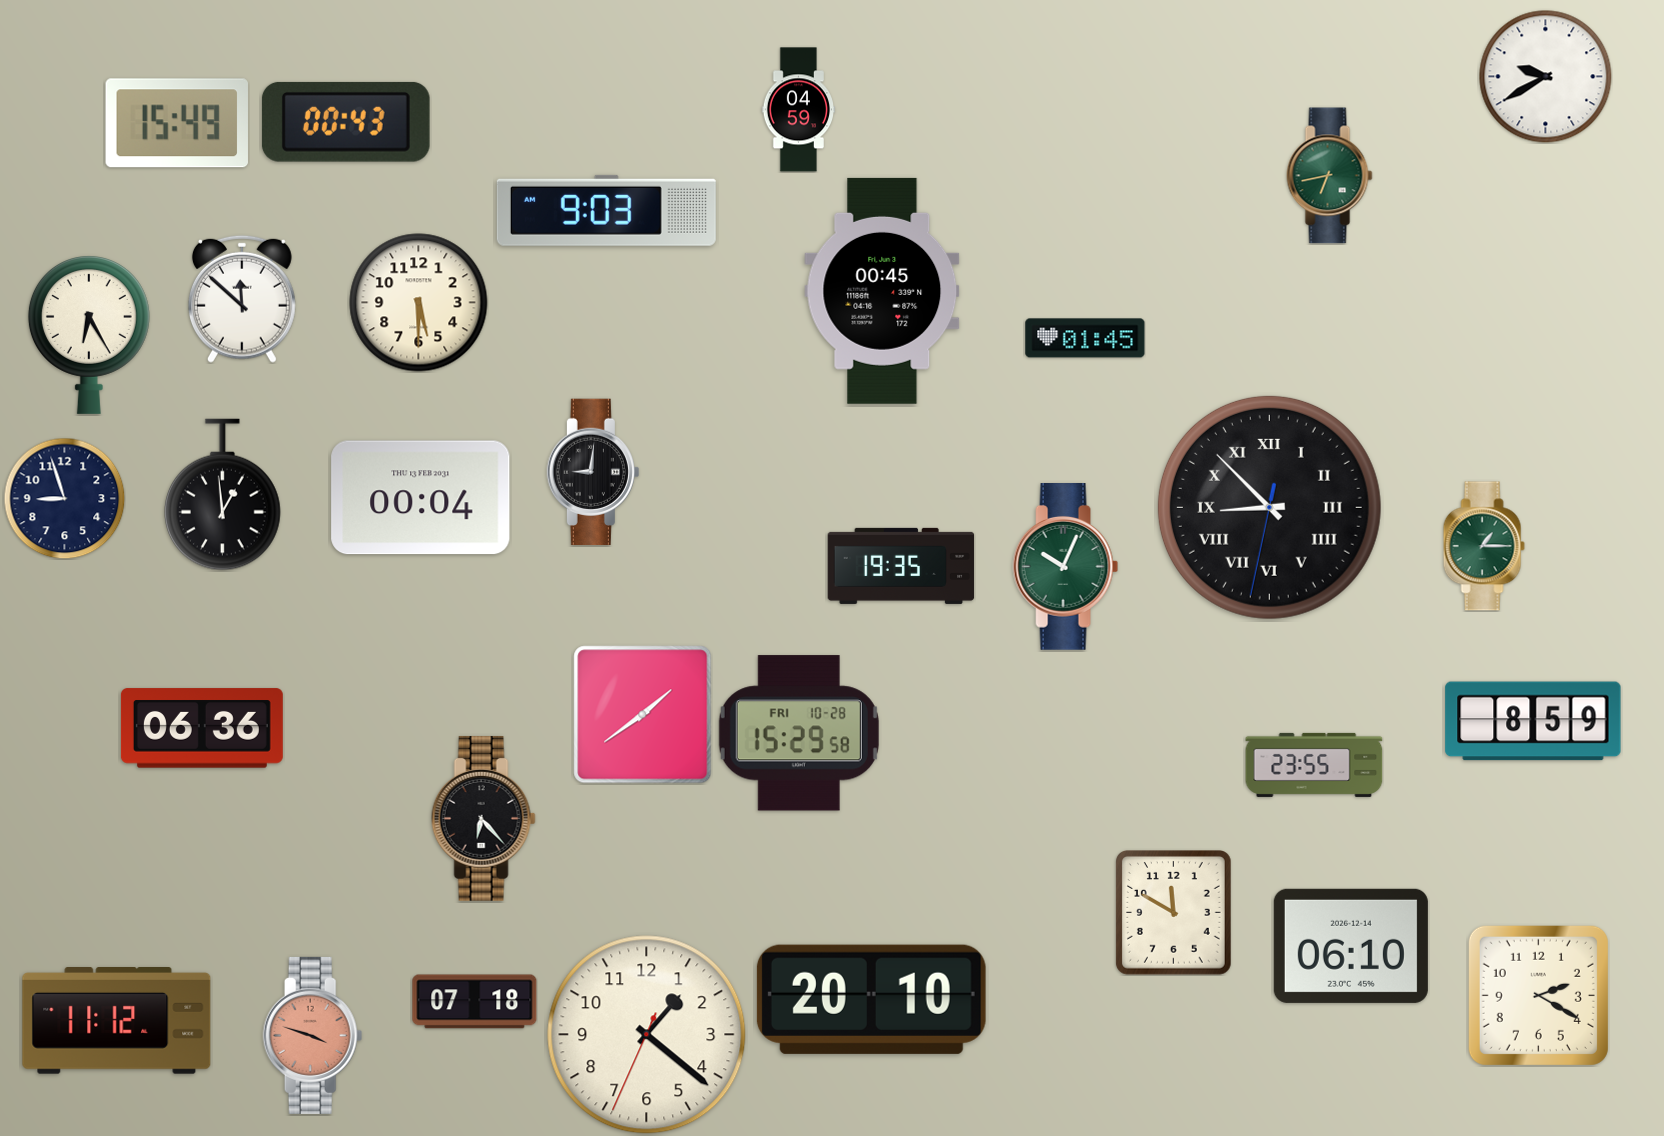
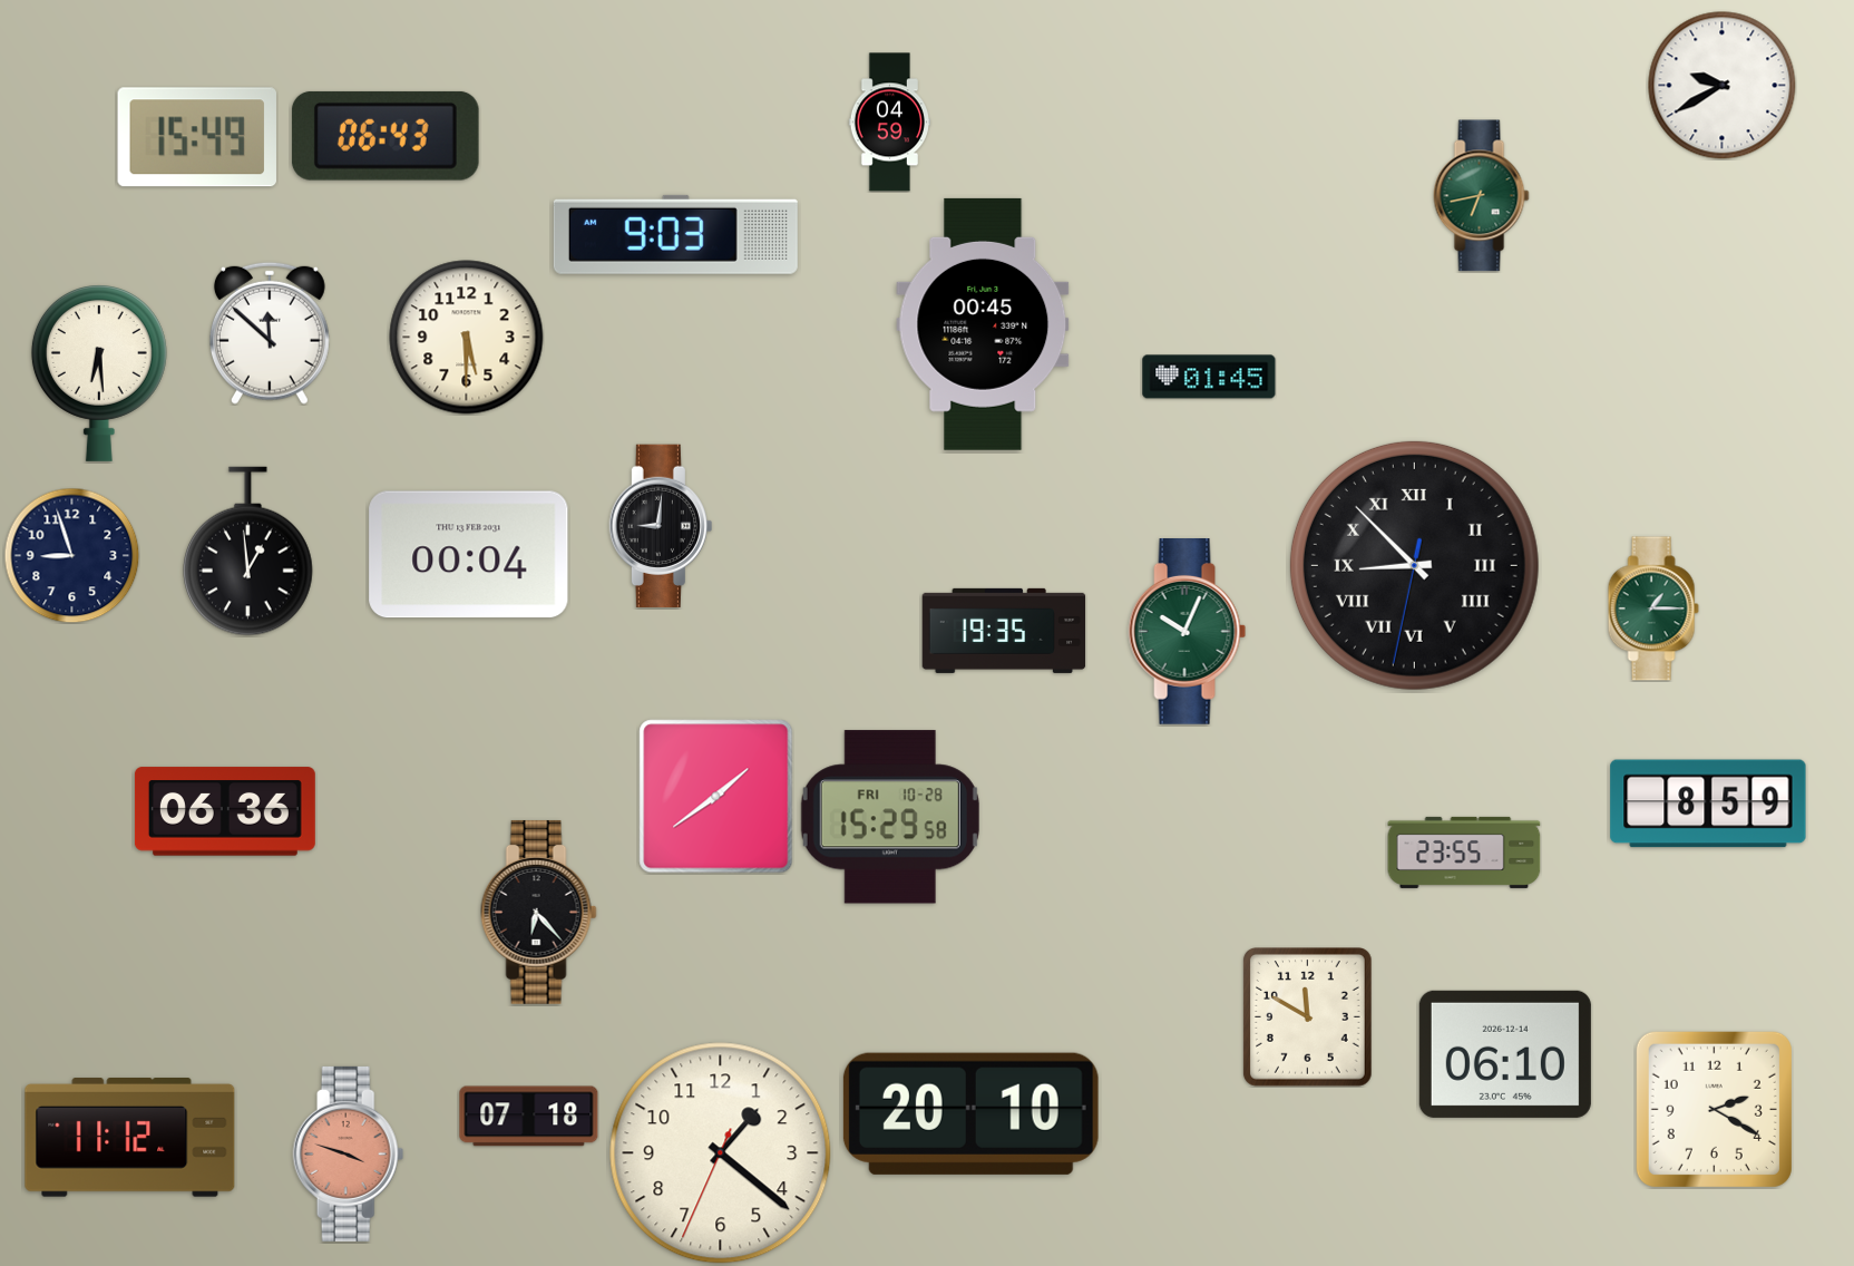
clock at (346, 122): 00:43 -> 06:43
clock at (89, 335): 6:25 -> 6:29
